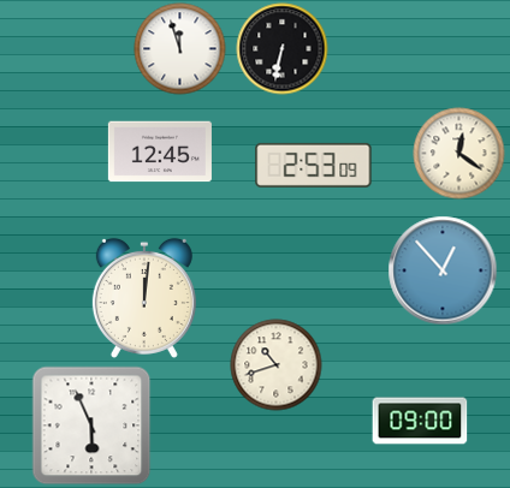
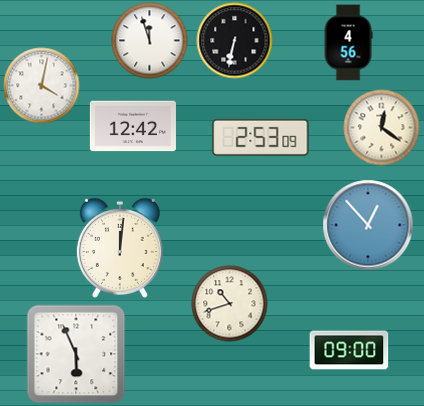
clock at (348, 43): none -> 4:56
clock at (42, 86): none -> 4:02
clock at (160, 151): 12:45 -> 12:42
